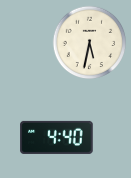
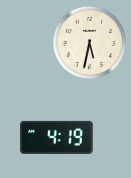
clock at (57, 137): 4:40 -> 4:19
